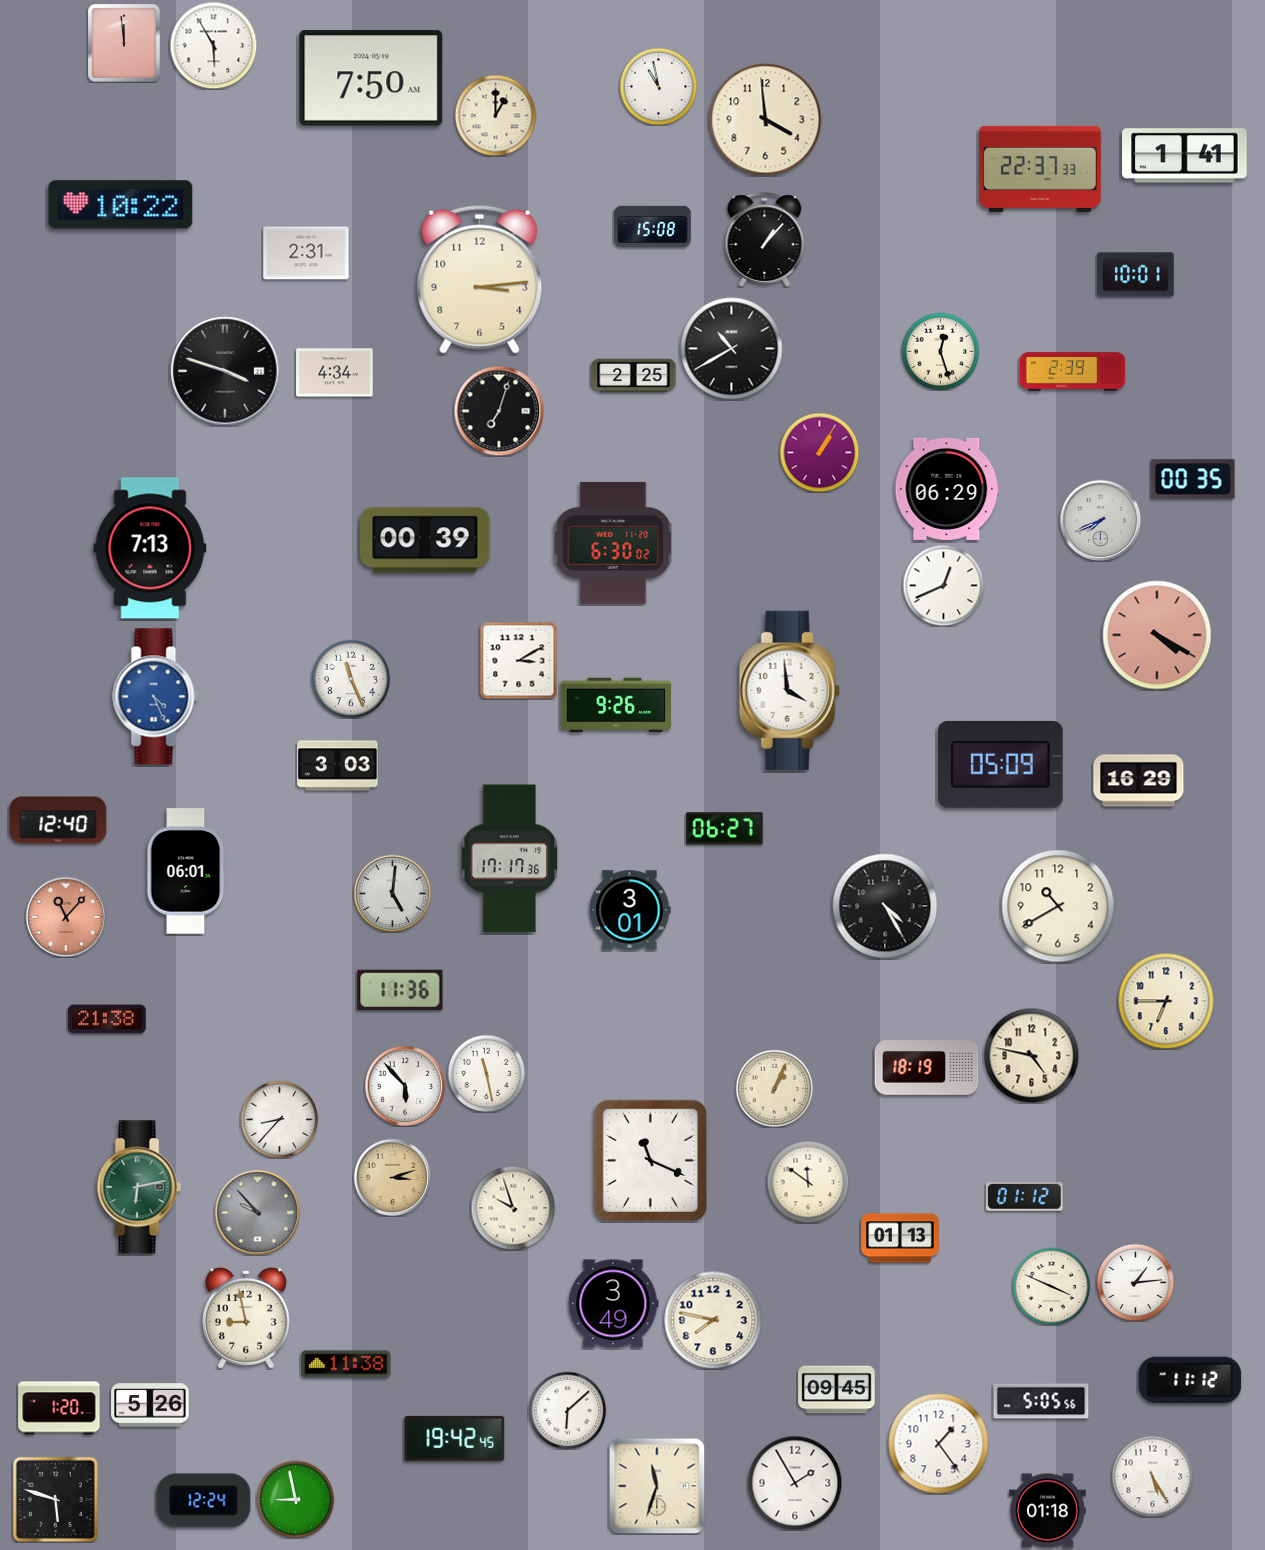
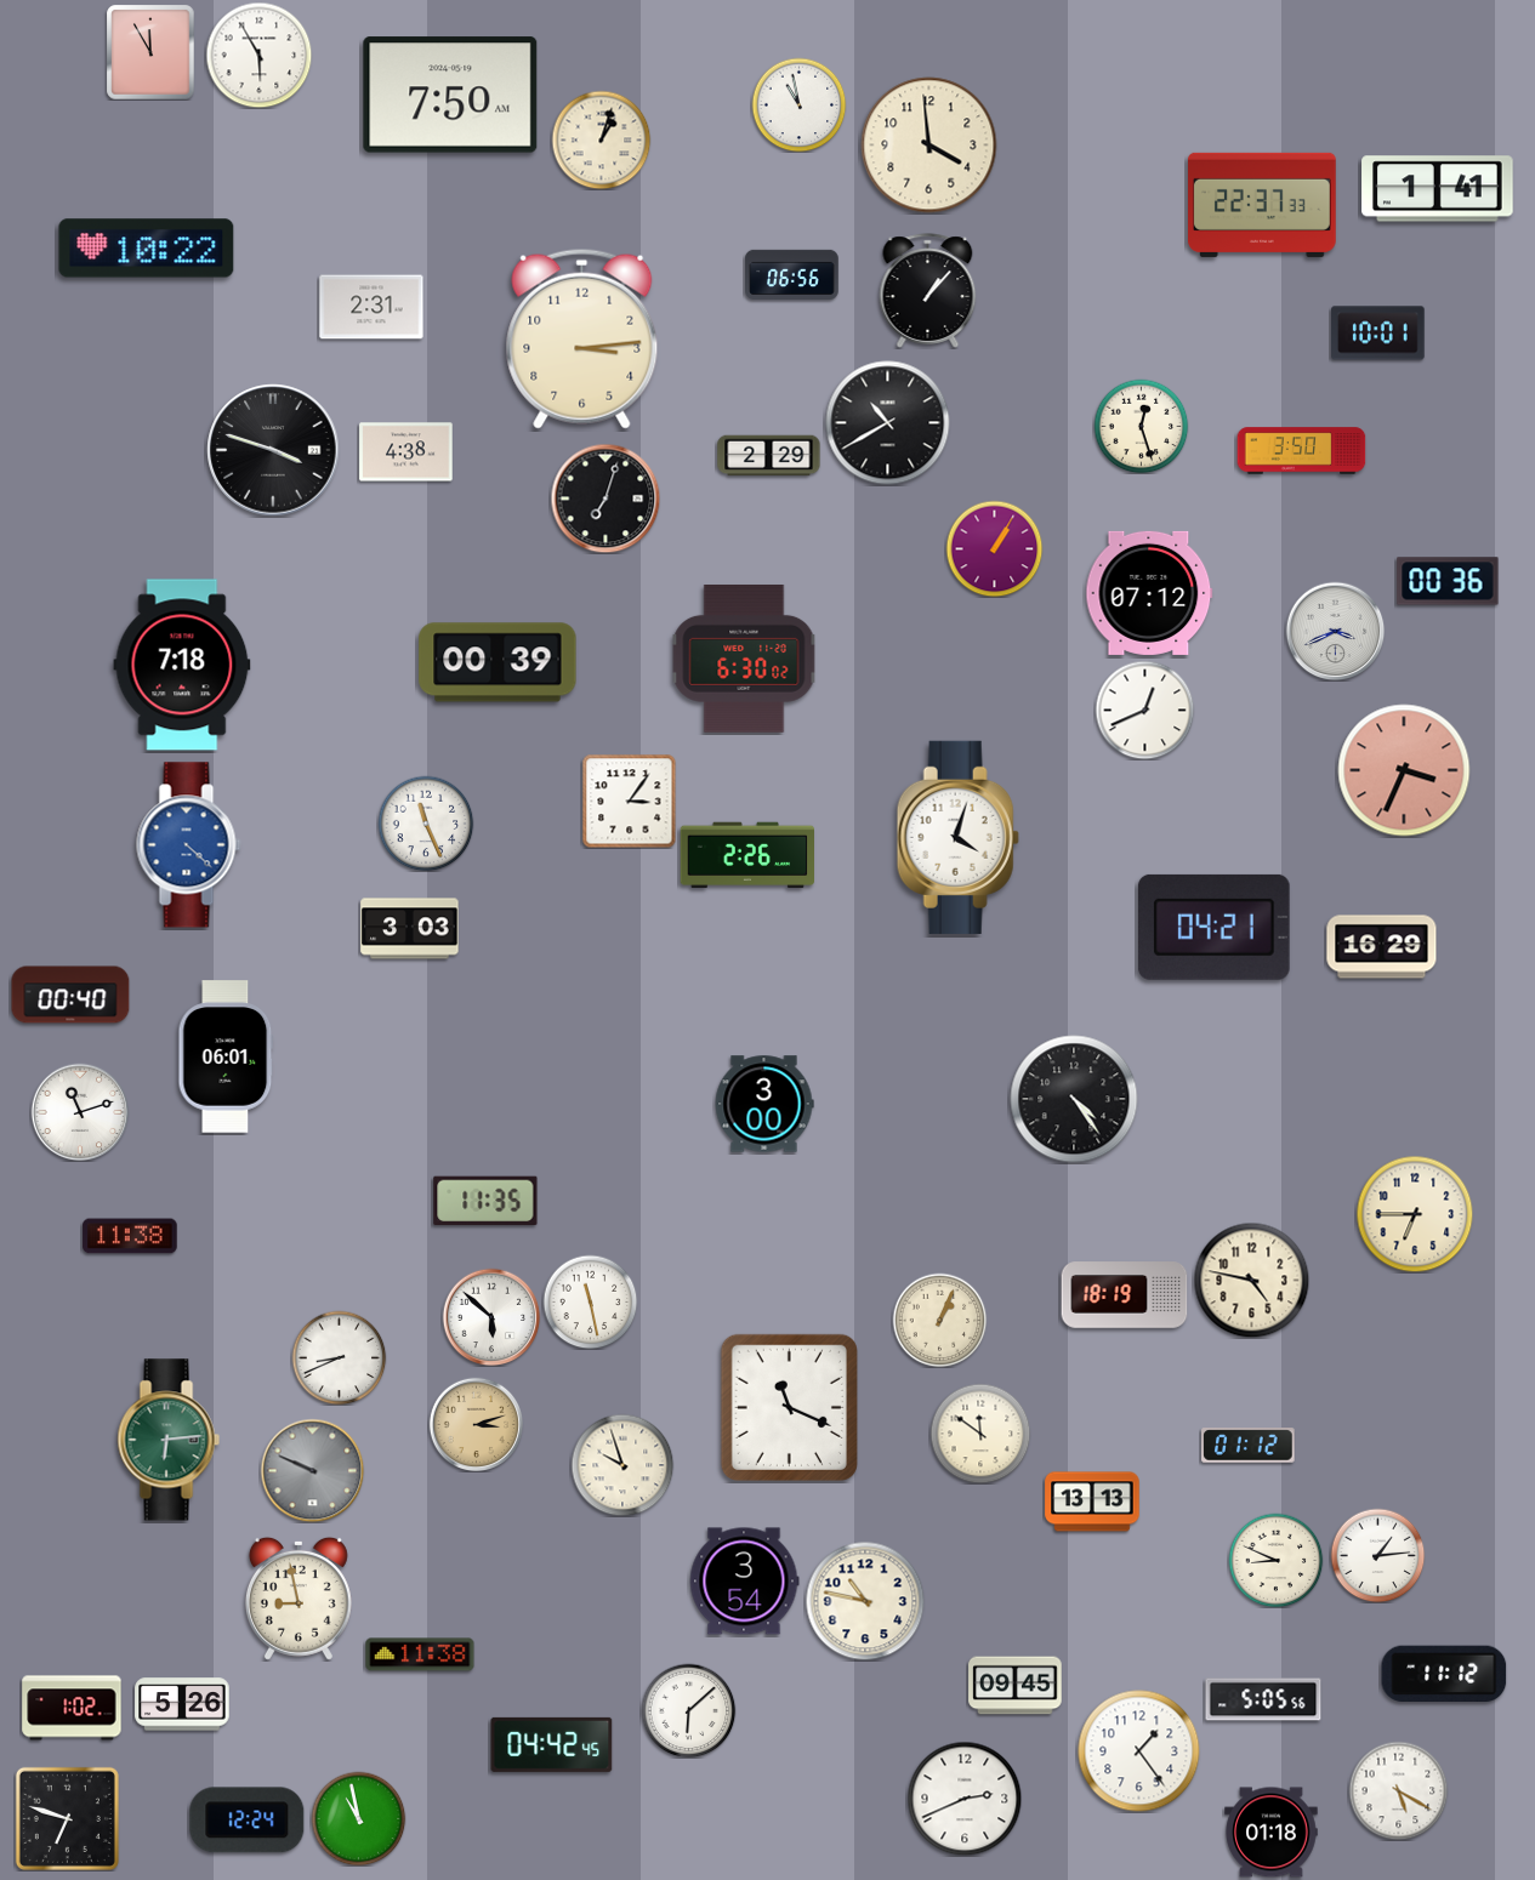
clock at (124, 43): 11:59 -> 11:55
clock at (495, 115): 1:00 -> 1:03
clock at (653, 226): 15:08 -> 06:56
clock at (1073, 372): 2:39 -> 3:50
clock at (335, 373): 4:34 -> 4:38
clock at (634, 376): 2:25 -> 2:29
clock at (1193, 479): 00:35 -> 00:36
clock at (947, 489): 06:29 -> 07:12
clock at (1100, 520): 7:41 -> 3:41
clock at (425, 540) position: (425, 540) -> (498, 662)
clock at (150, 548): 7:13 -> 7:18
clock at (1157, 635): 4:20 -> 3:34
clock at (518, 660): 3:10 -> 3:06
clock at (789, 690): 3:59 -> 4:03
clock at (156, 697): 4:26 -> 4:22
clock at (615, 705): 9:26 -> 2:26
clock at (1001, 764): 05:09 -> 04:21
clock at (58, 820): 12:40 -> 00:40
clock at (725, 829): 06:27 -> none
clock at (510, 859): 17:17 -> none
clock at (392, 893): 5:01 -> none
clock at (885, 906): 4:25 -> 4:24
clock at (1058, 906): 10:40 -> none
clock at (630, 910): 3:01 -> 3:00
clock at (66, 917): 11:07 -> 11:12
clock at (66, 917) dial: salmon -> white
clock at (400, 990): 11:36 -> 11:35
clock at (107, 1019): 21:38 -> 11:38
clock at (405, 1086): 5:53 -> 5:52
clock at (279, 1119): 8:37 -> 8:41
clock at (392, 1177) position: (392, 1177) -> (476, 1424)
clock at (139, 1187): 6:13 -> 6:14
clock at (1025, 1197) position: (1025, 1197) -> (1249, 1446)
clock at (257, 1212): 9:53 -> 9:49
clock at (900, 1238): 01:13 -> 13:13
clock at (1051, 1286): 3:49 -> 8:49
clock at (613, 1304): 3:49 -> 3:54
clock at (713, 1320): 7:47 -> 10:47
clock at (59, 1408): 1:20 -> 1:02
clock at (455, 1438): 19:42 -> 04:42
clock at (1152, 1476): 5:25 -> 5:20
clock at (795, 1483): 1:55 -> 2:41
clock at (657, 1486): 11:33 -> none
clock at (55, 1499): 5:48 -> 6:48
clock at (295, 1499): 8:58 -> 10:58
